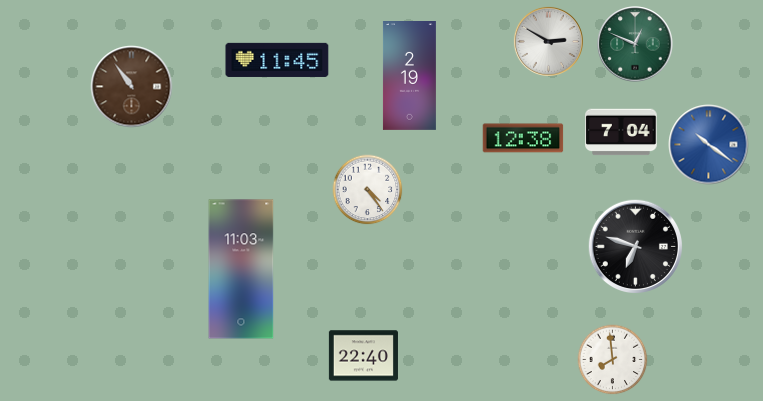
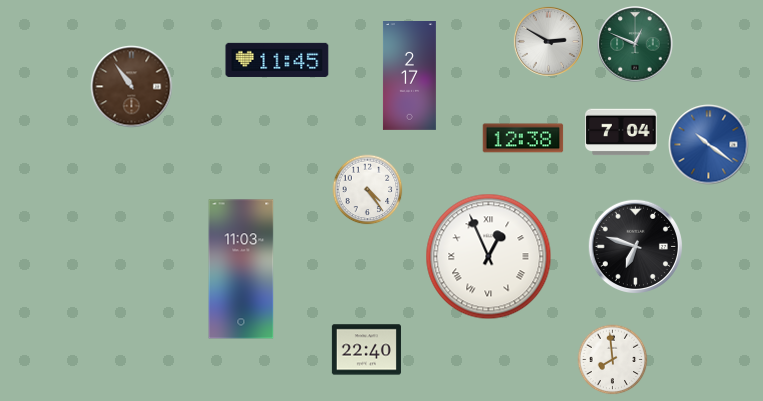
clock at (409, 76): 2:19 -> 2:17
clock at (489, 257): none -> 12:56
clock at (363, 356) position: (363, 356) -> (366, 350)
